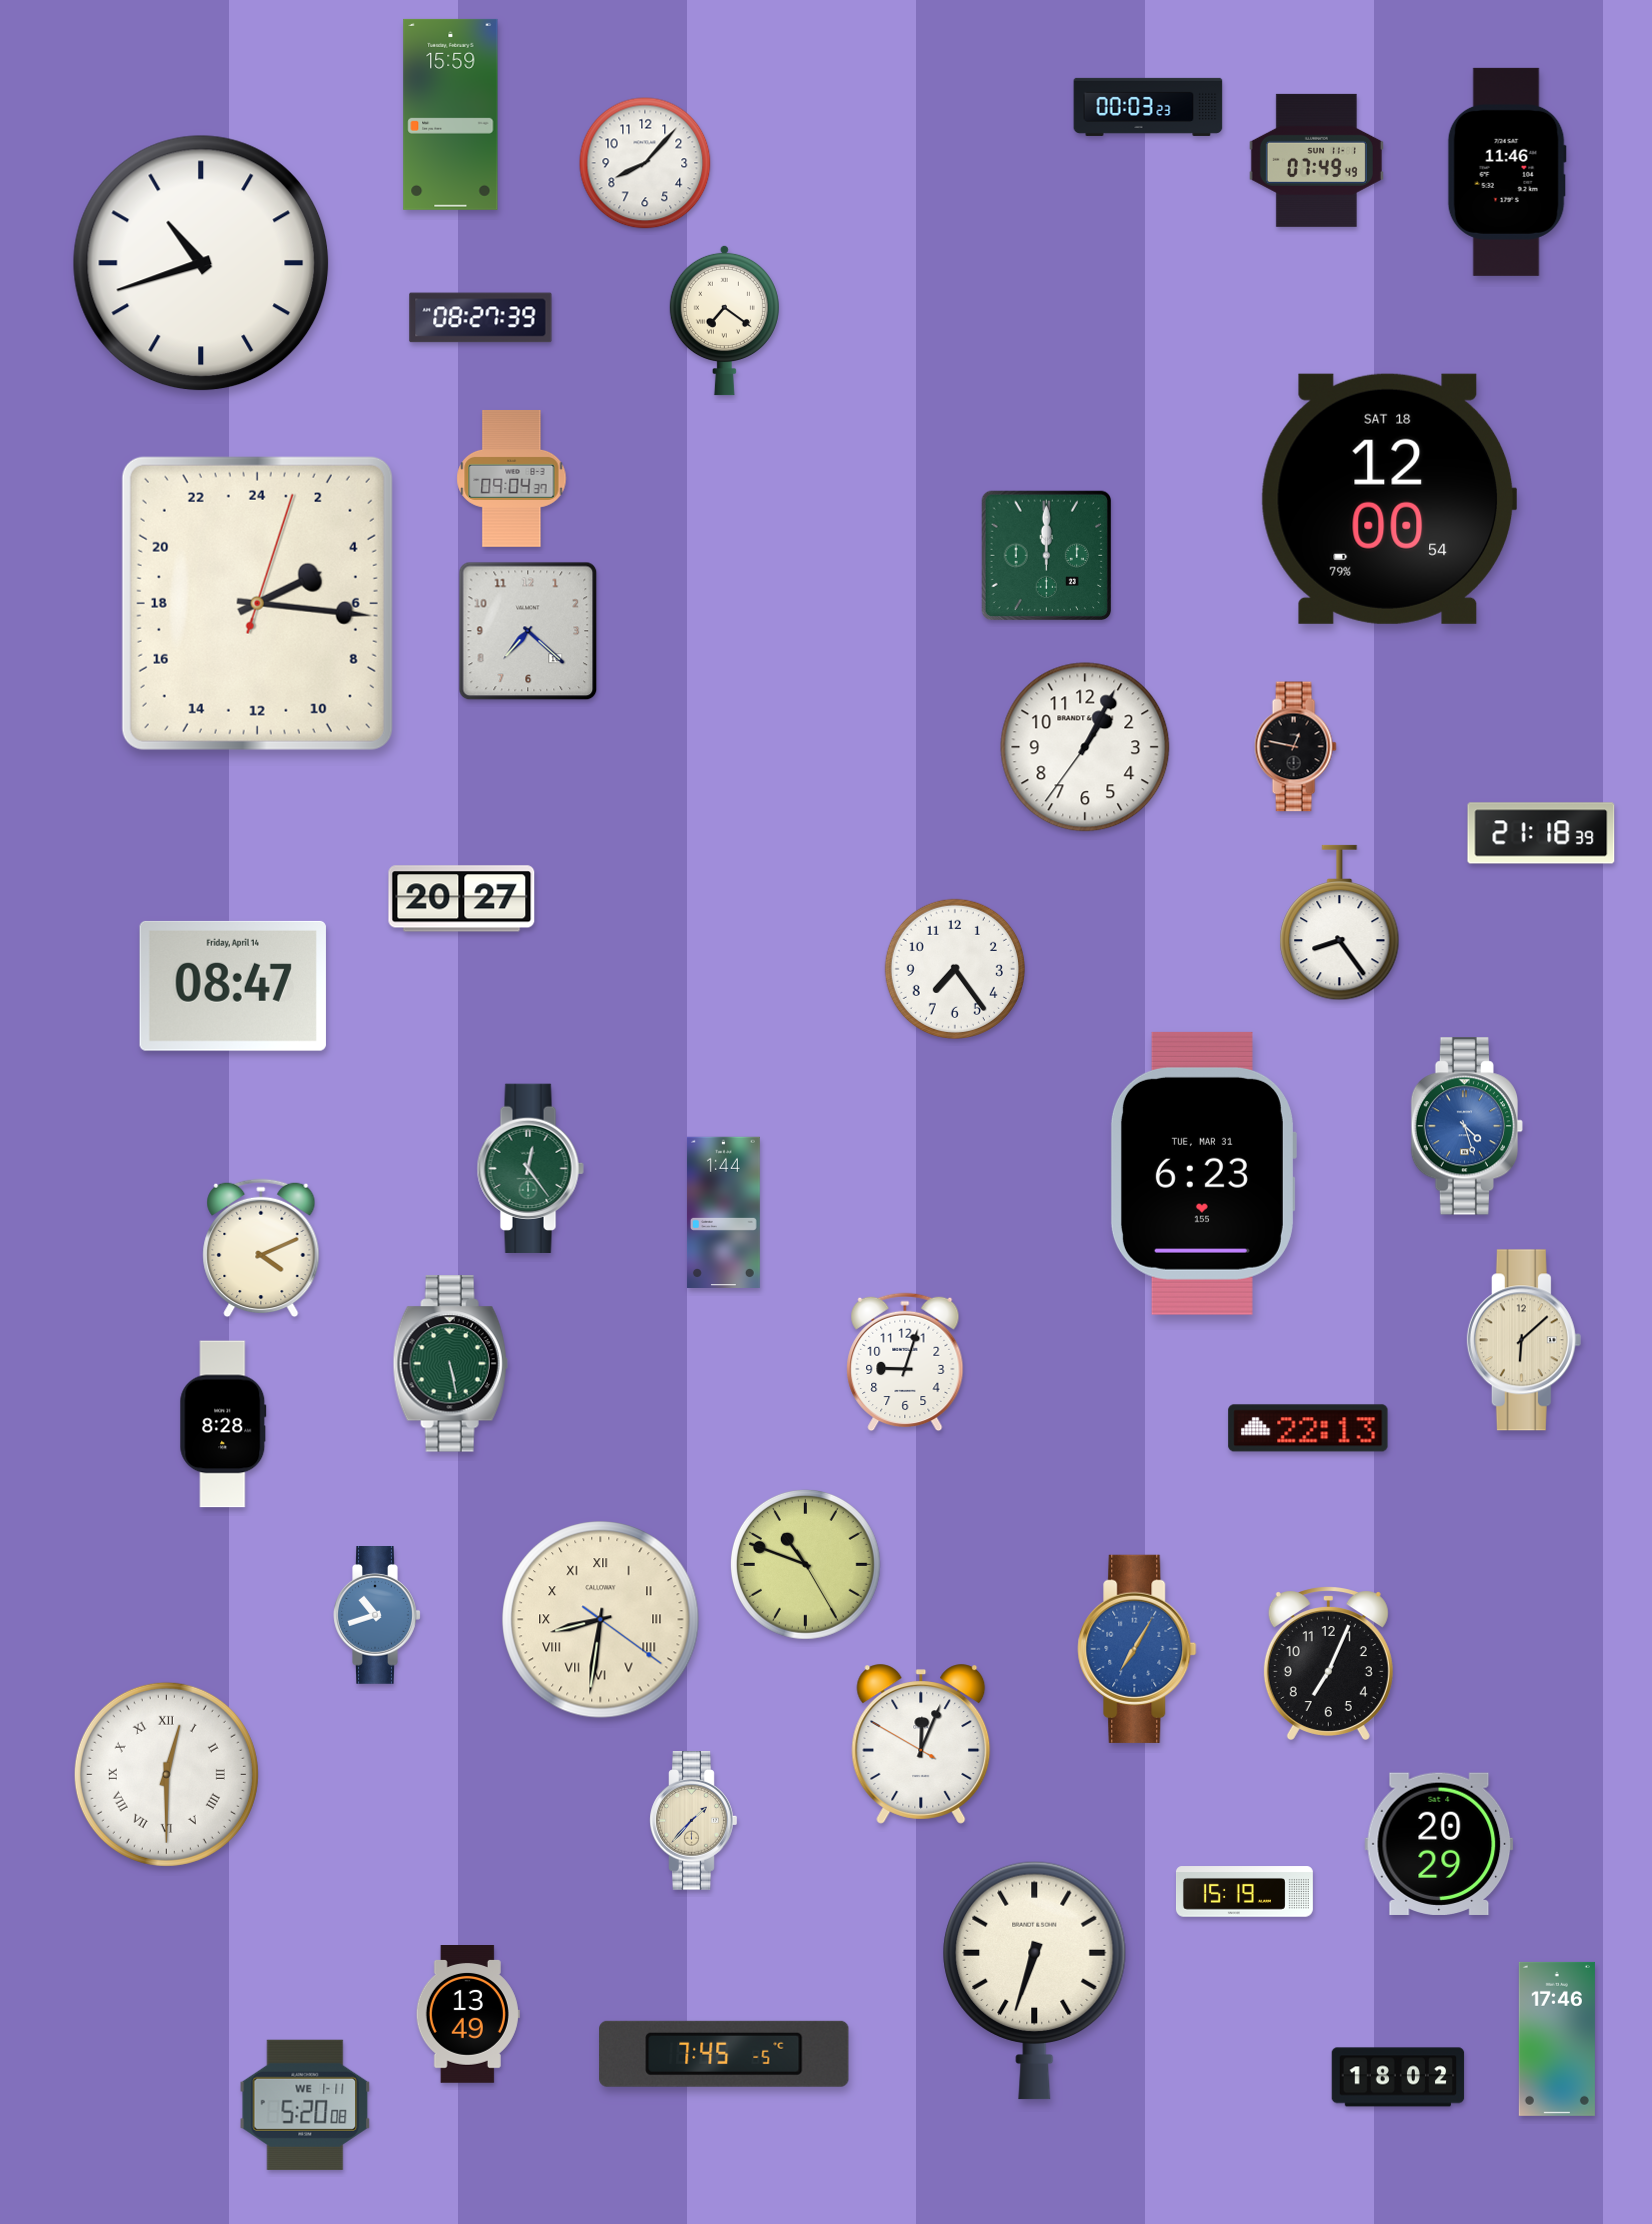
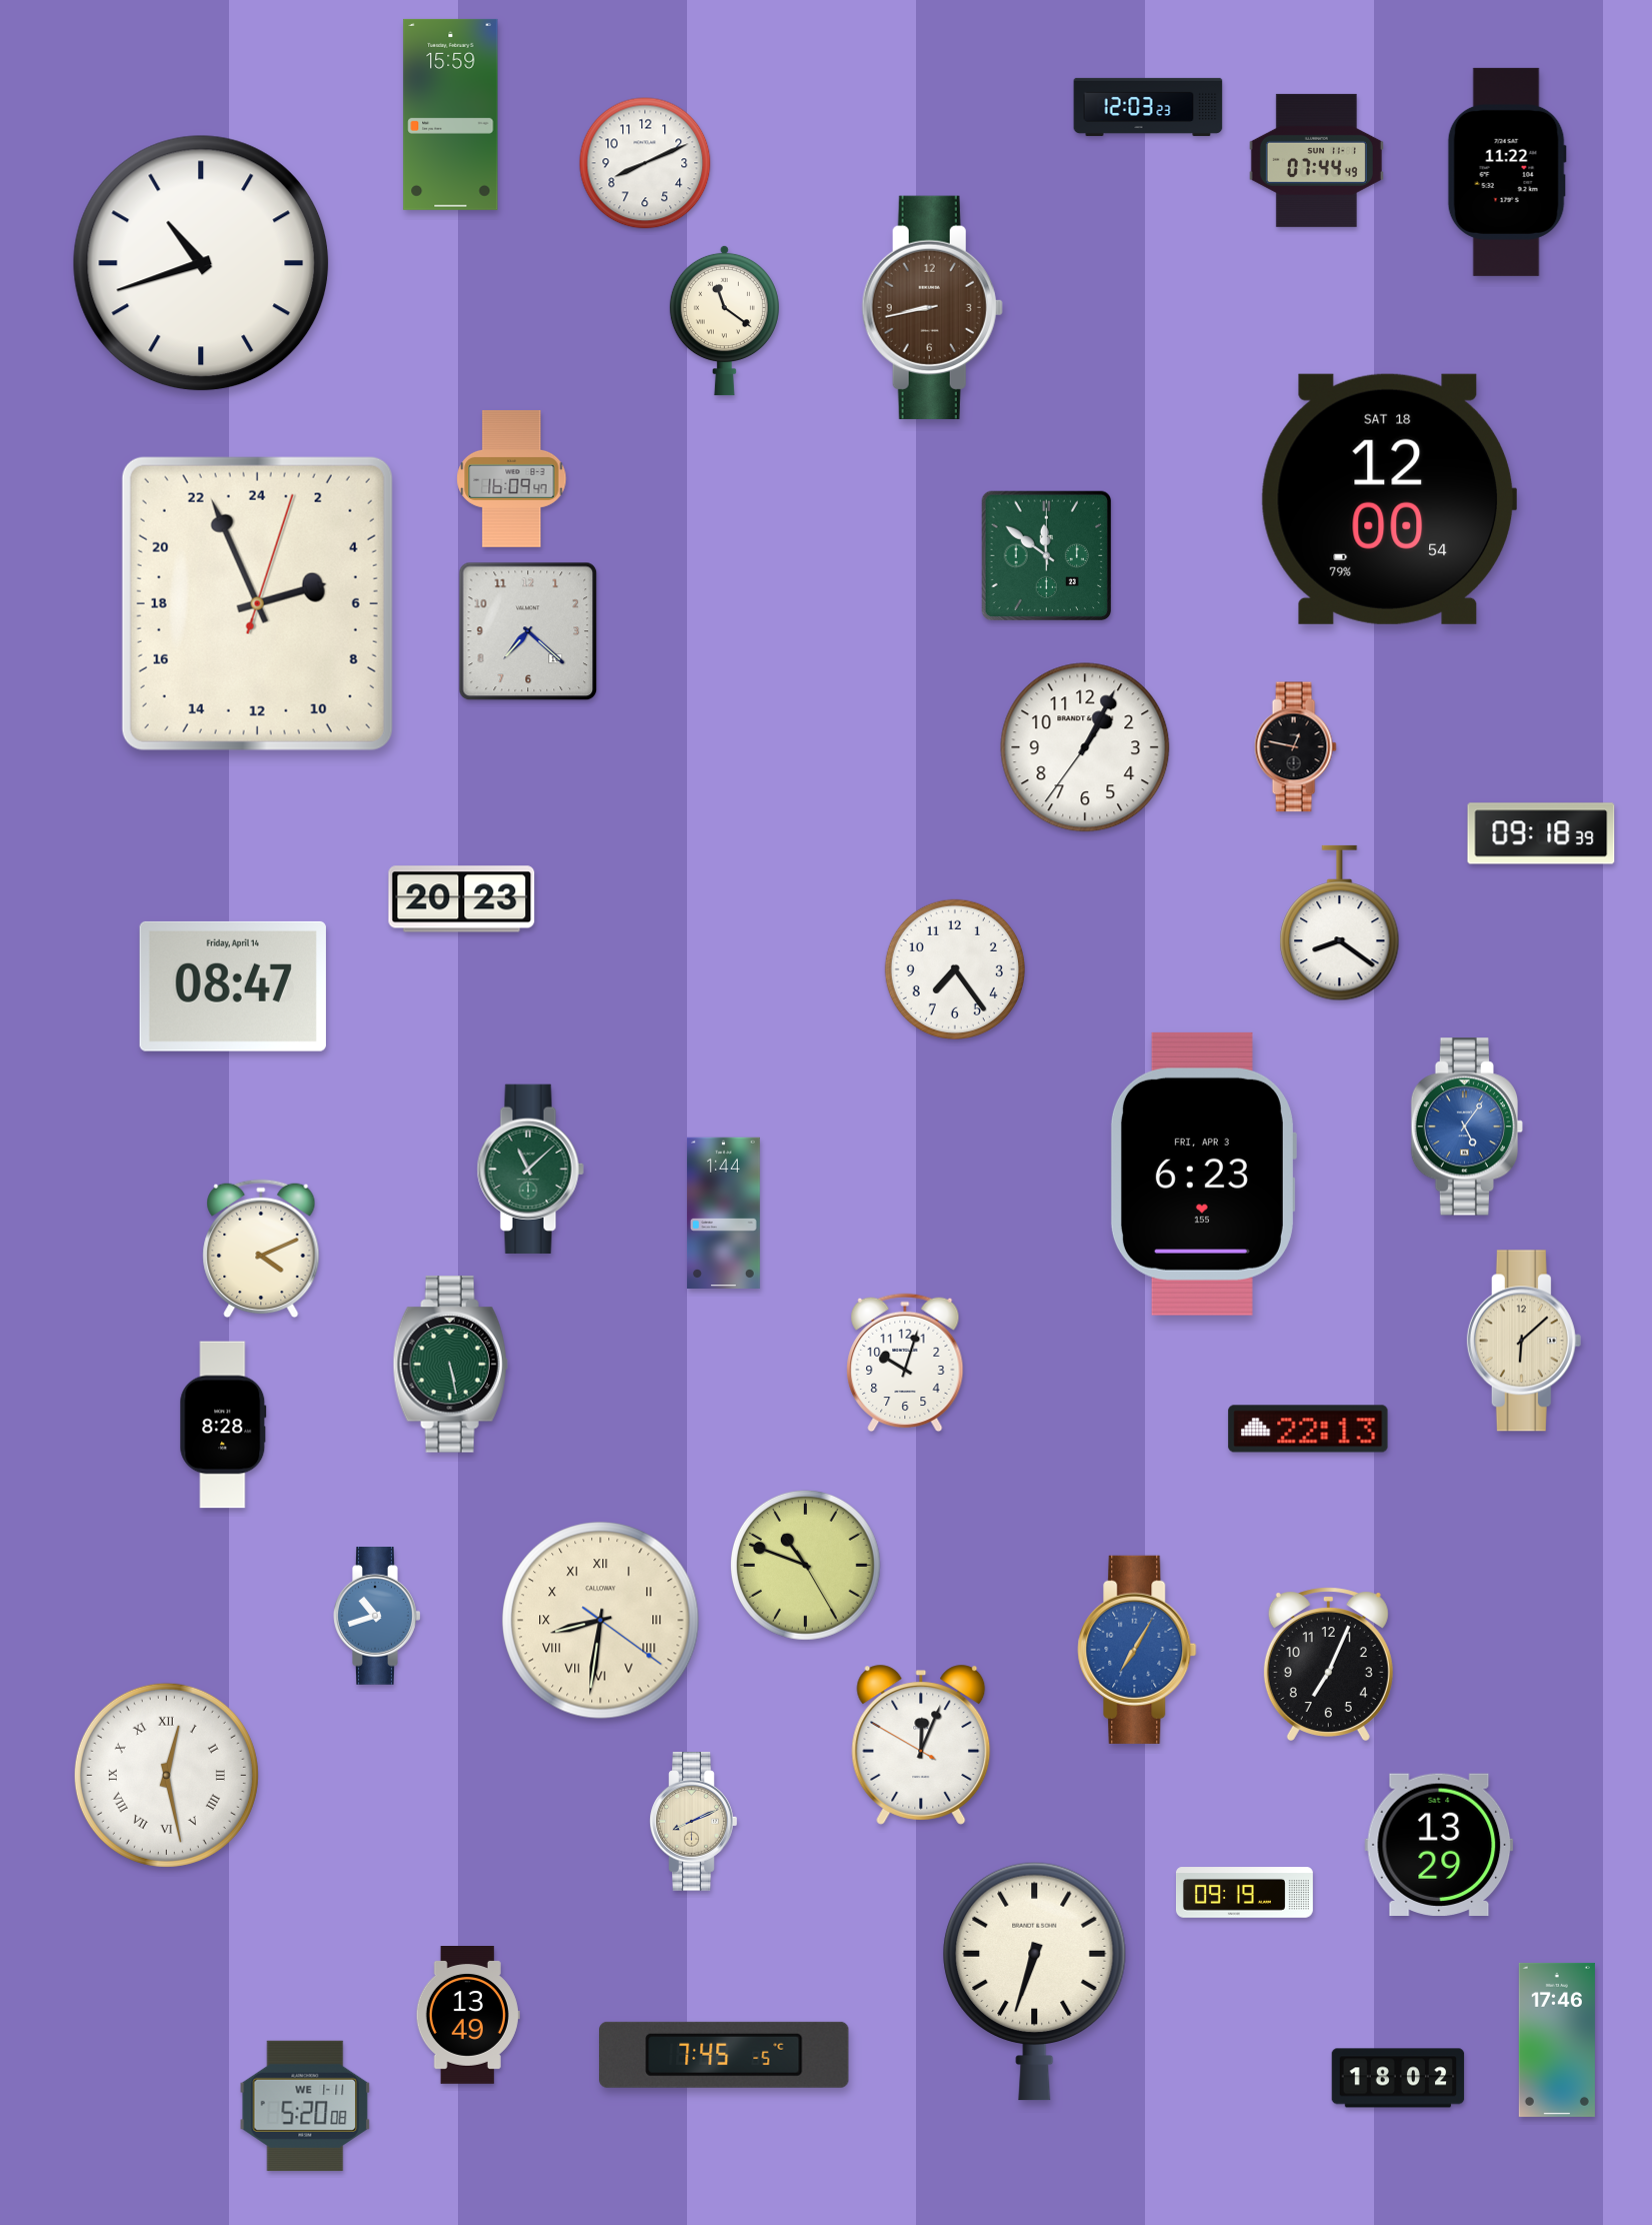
clock at (1148, 107): 00:03 -> 12:03
clock at (1316, 160): 07:49 -> 07:44
clock at (645, 163): 8:07 -> 8:11
clock at (1507, 172): 11:46 -> 11:22
clock at (932, 307): none -> 8:43
clock at (481, 318): 08:27 -> none
clock at (724, 320): 7:21 -> 11:21
clock at (512, 478): 09:04 -> 16:09
clock at (1046, 555): 12:00 -> 11:51
clock at (257, 603): 4:16 -> 4:56
clock at (1541, 833): 21:18 -> 09:18
clock at (462, 899): 20:27 -> 20:23
clock at (1340, 923): 8:24 -> 8:21
clock at (1467, 1126): 4:27 -> 5:06
clock at (530, 1168): 12:24 -> 11:08
clock at (1203, 1173) date: TUE, MAR 31 -> FRI, APR 3
clock at (905, 1362): 9:03 -> 10:03
clock at (166, 1774): 12:30 -> 12:28
clock at (694, 1821): 1:37 -> 8:11
clock at (1439, 1844): 20:29 -> 13:29
clock at (1244, 1892): 15:19 -> 09:19
